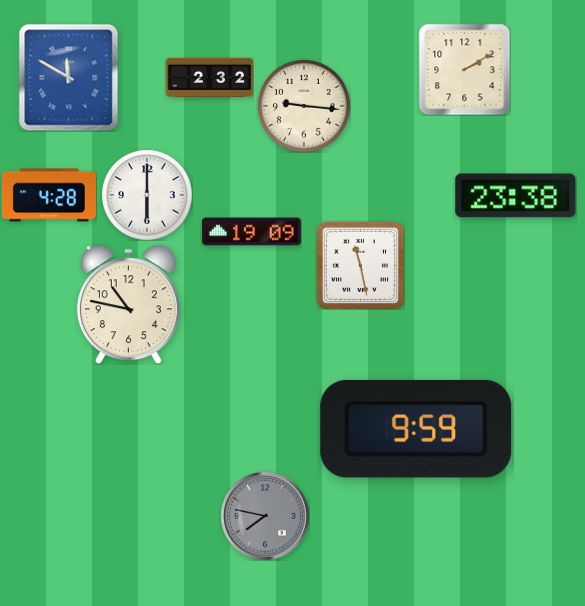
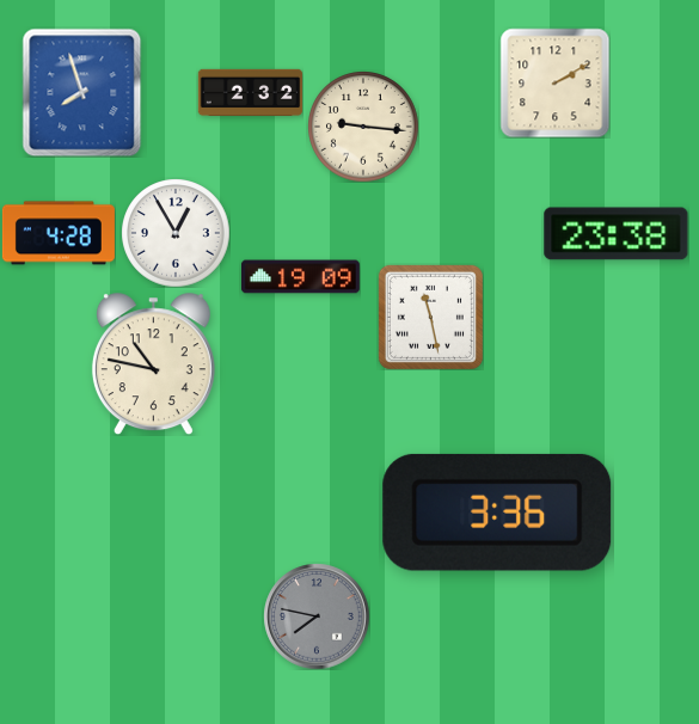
clock at (69, 77): 11:50 -> 7:57
clock at (147, 195): 6:00 -> 12:55
clock at (416, 429): 9:59 -> 3:36
